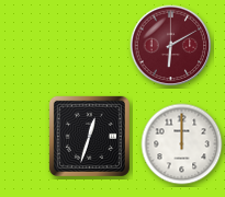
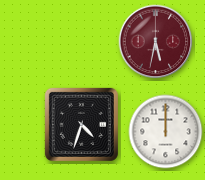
clock at (171, 46): 6:10 -> 5:32
clock at (89, 136): 12:33 -> 4:33
